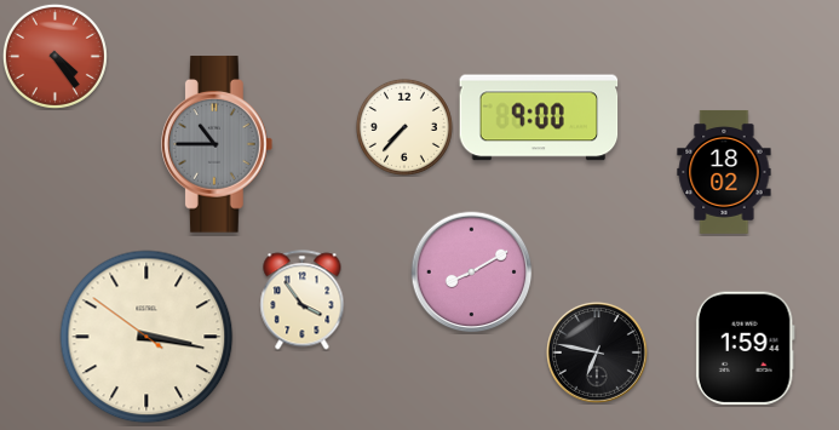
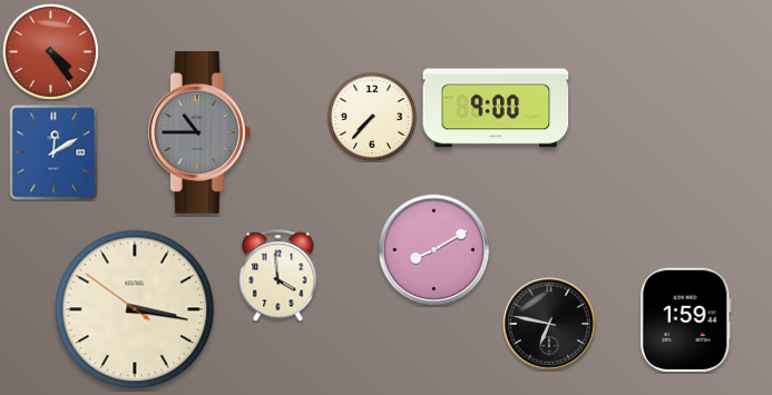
clock at (53, 152): none -> 12:10
clock at (724, 172): 18:02 -> none
clock at (303, 300): 3:54 -> 3:59
